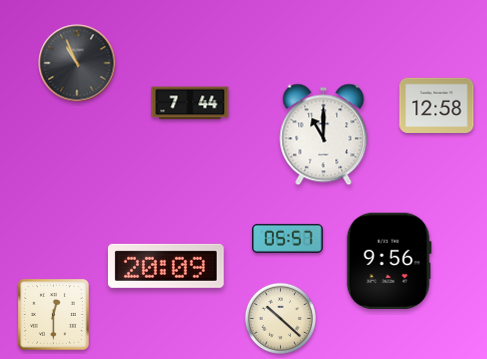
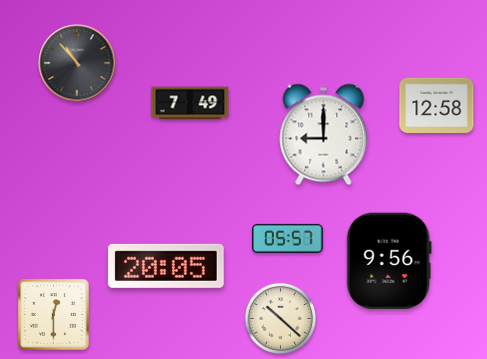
clock at (77, 63): 10:56 -> 10:53
clock at (190, 103): 7:44 -> 7:49
clock at (324, 135): 11:00 -> 9:00
clock at (166, 266): 20:09 -> 20:05
